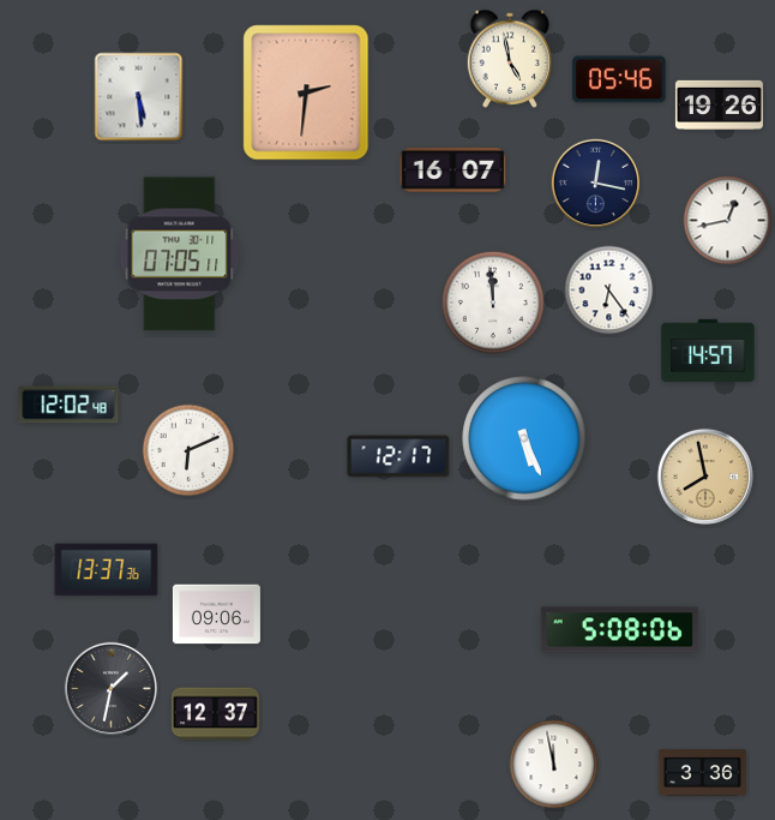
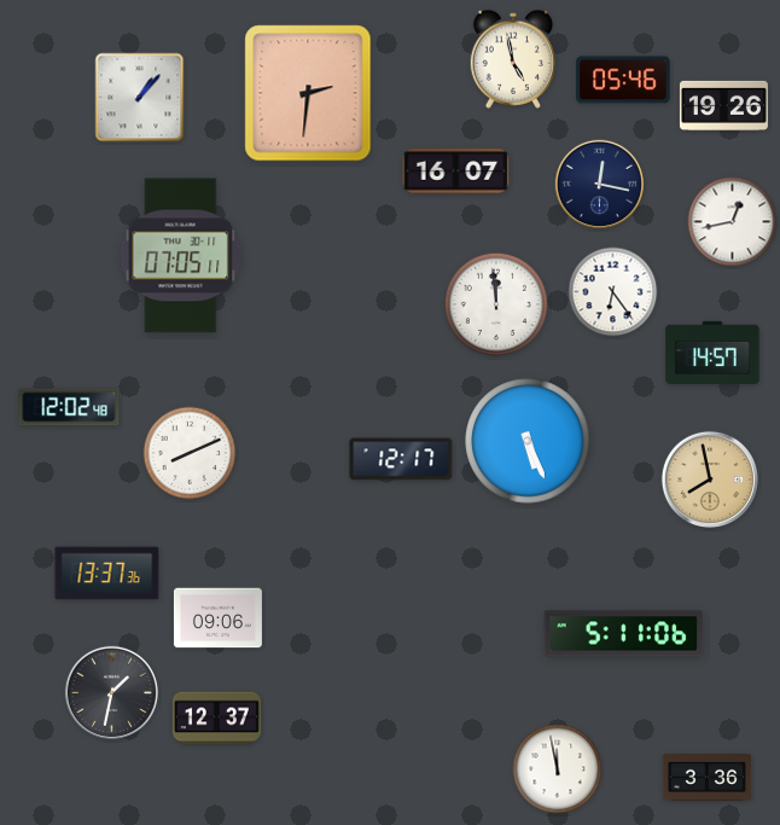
clock at (139, 97): 5:29 -> 1:07
clock at (188, 450): 6:11 -> 8:11
clock at (620, 630): 5:08 -> 5:11
